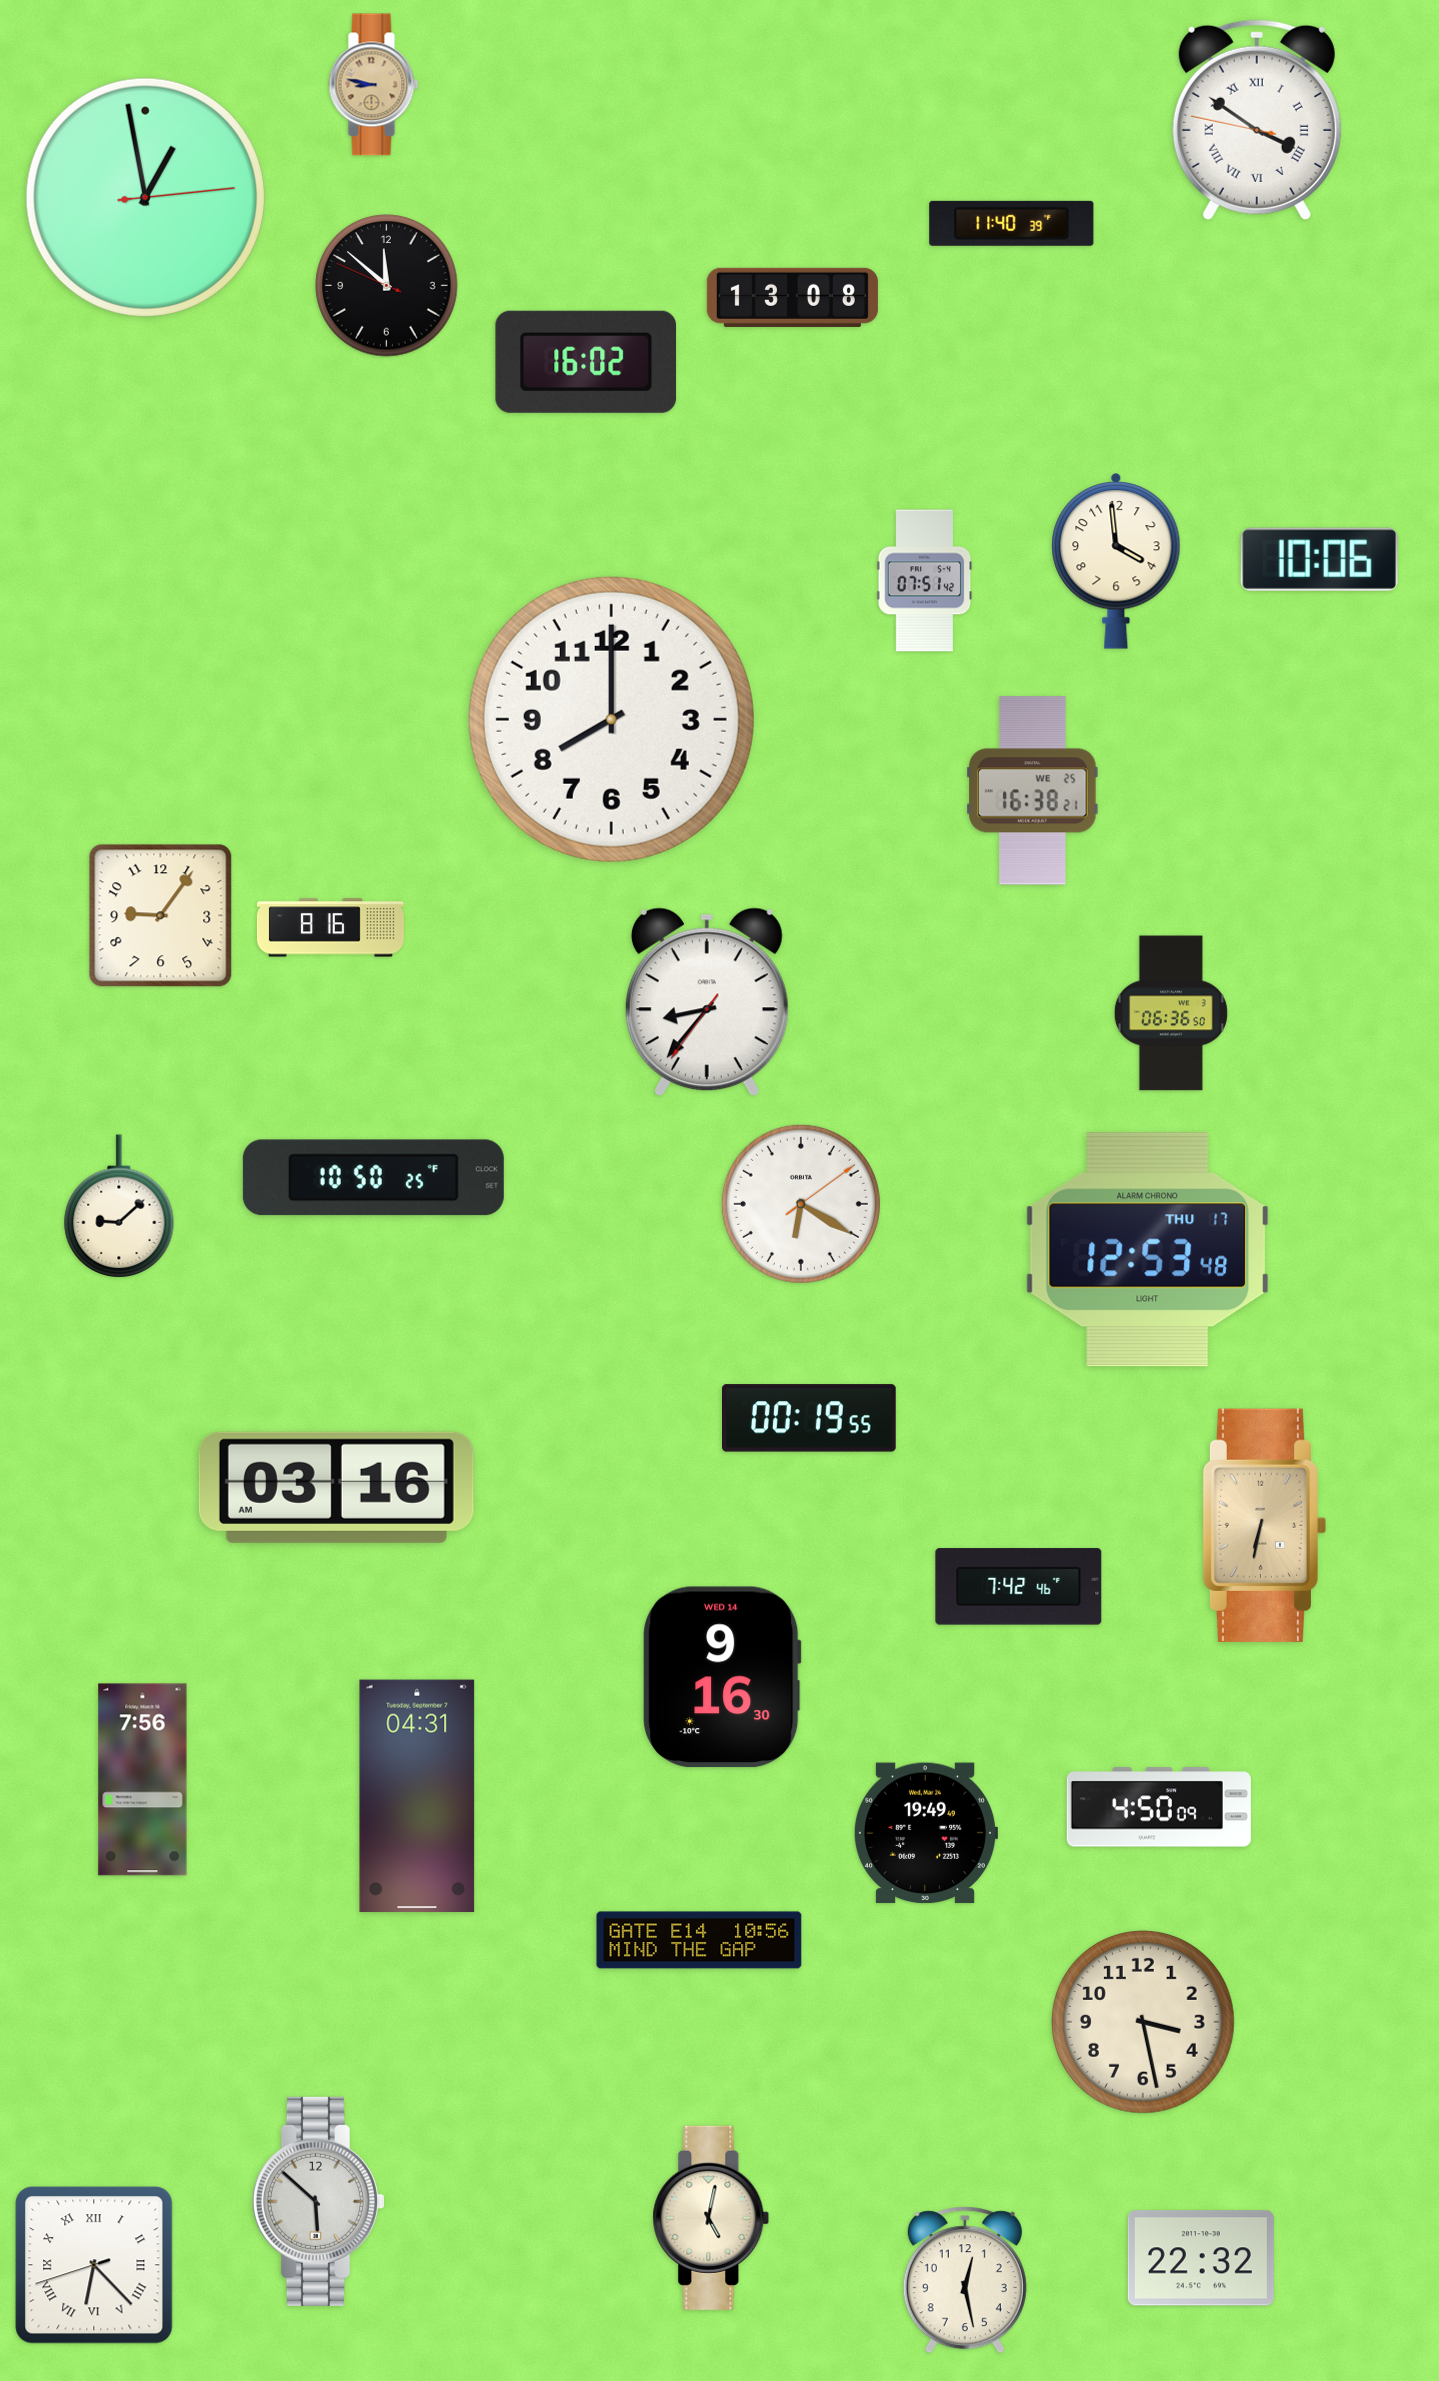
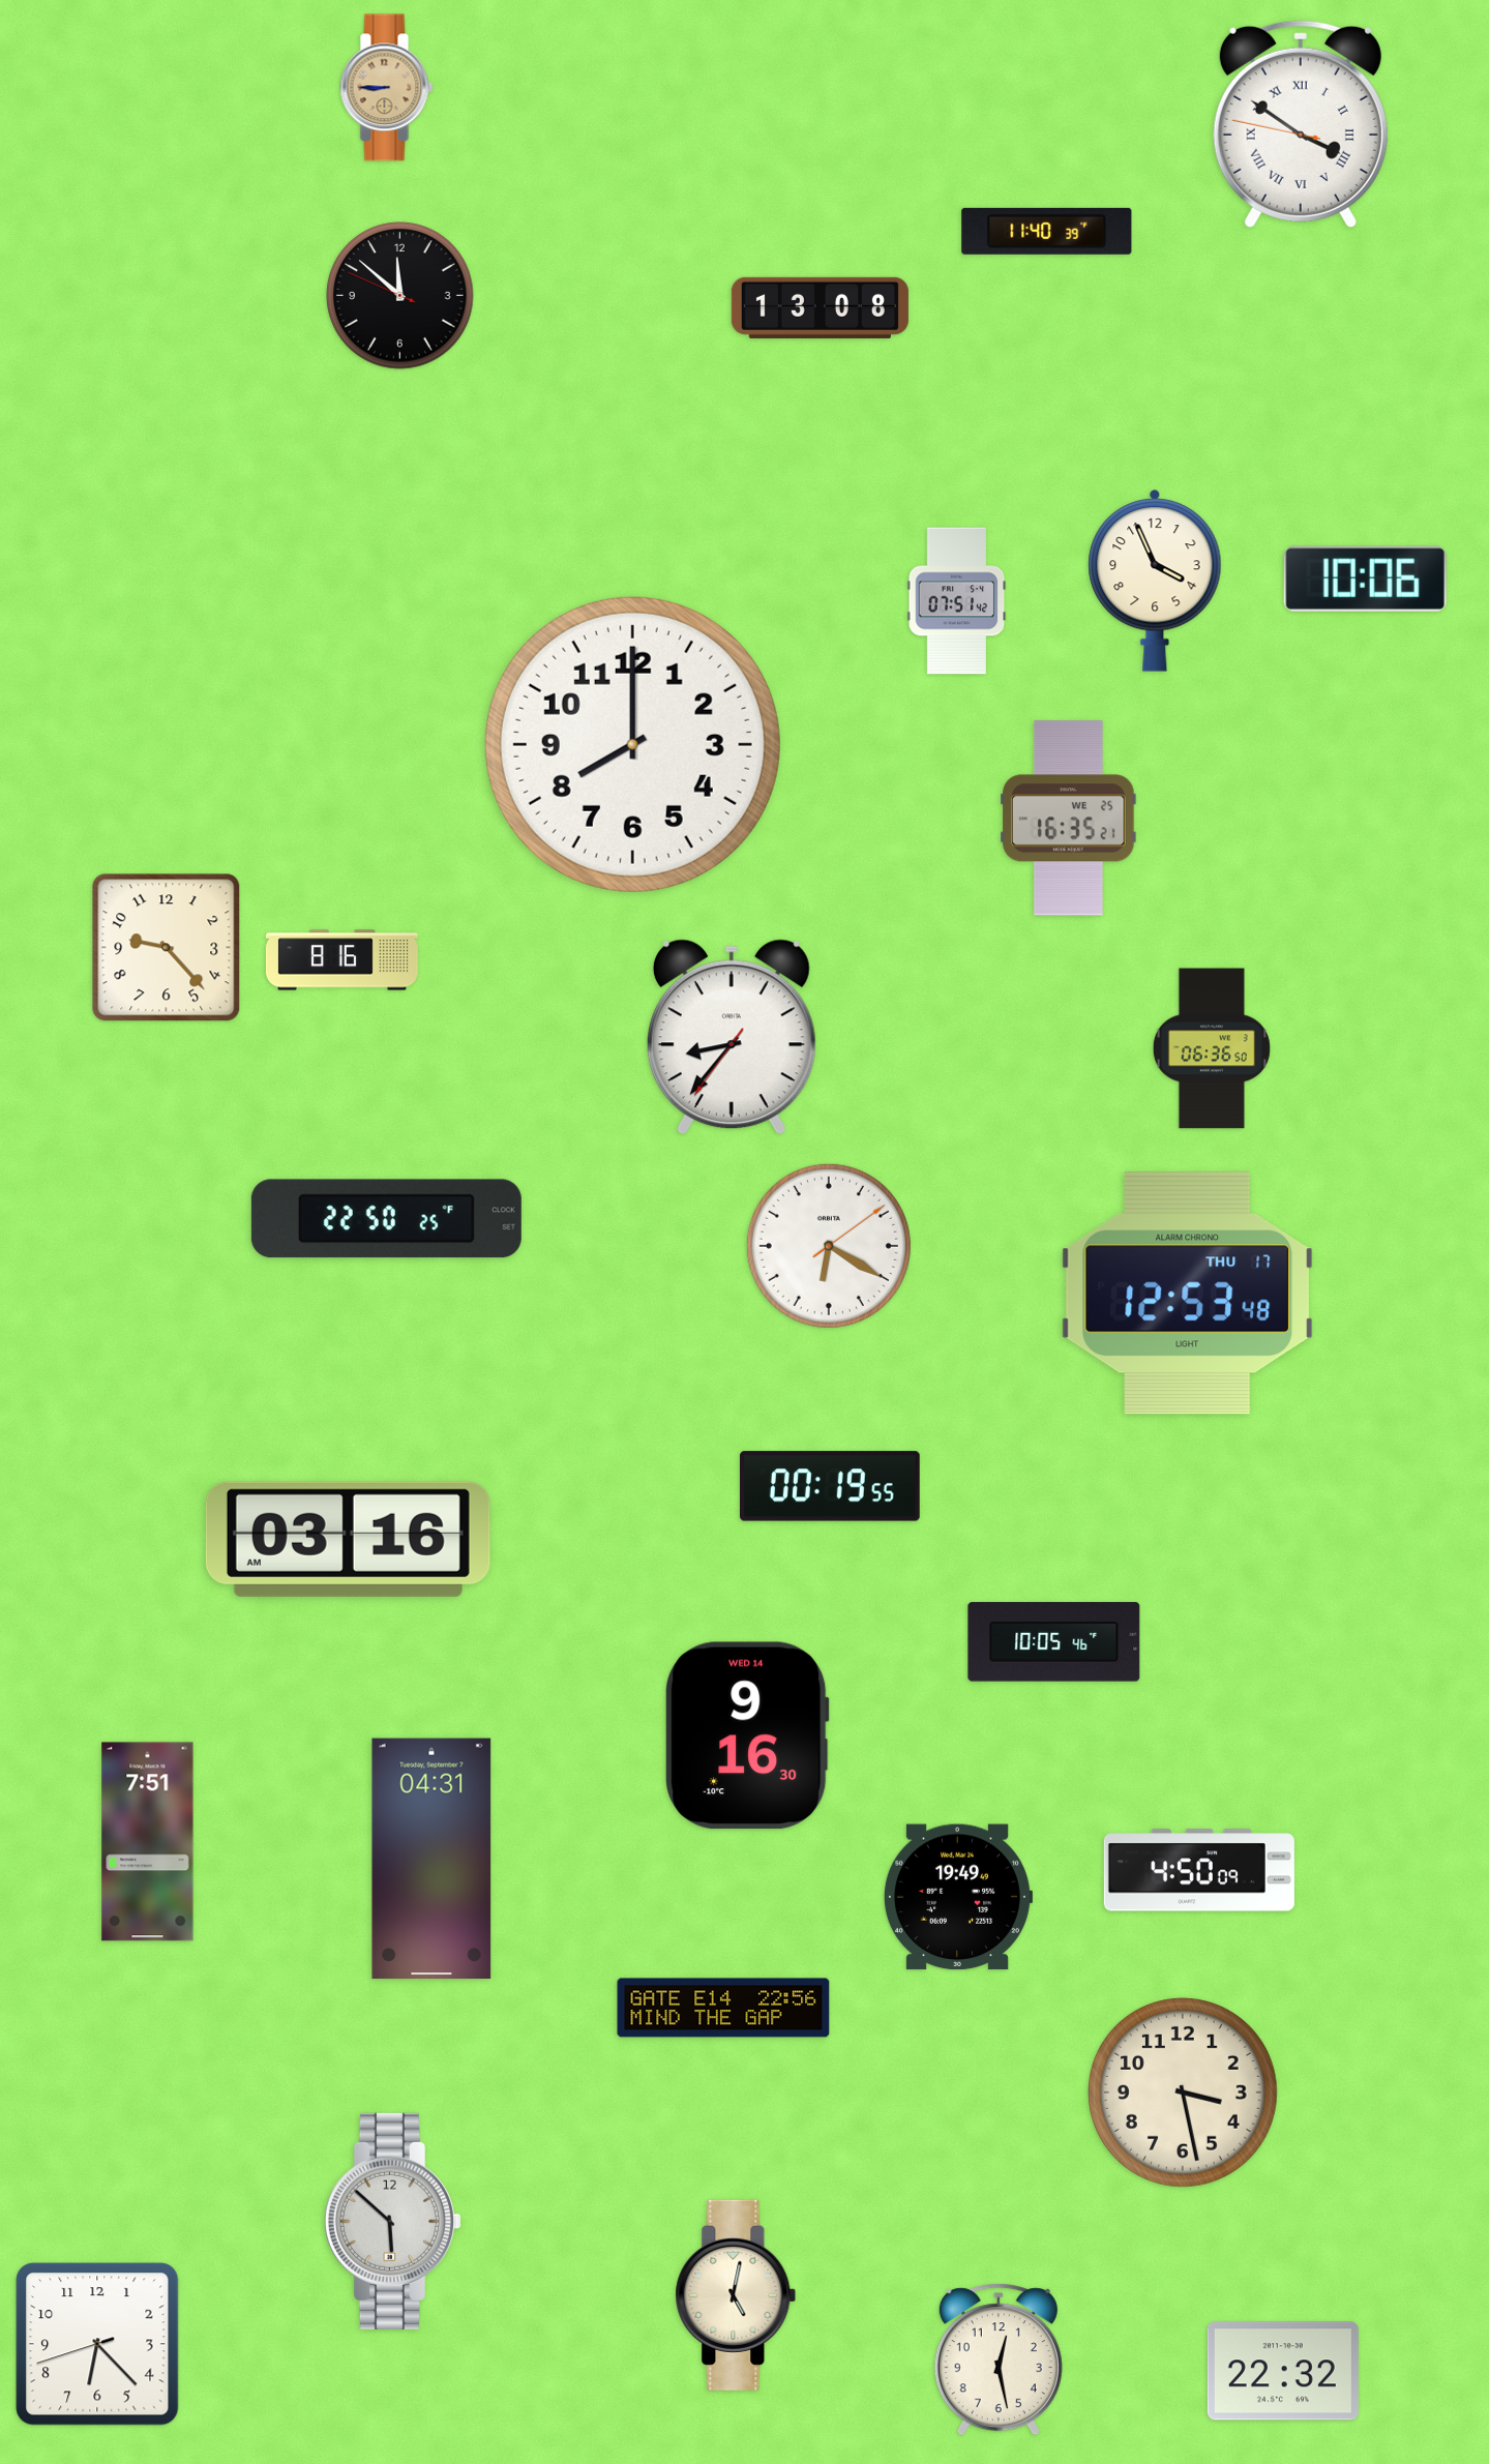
clock at (374, 85): 8:47 -> 8:45
clock at (145, 197): 12:58 -> none
clock at (586, 362): 16:02 -> none
clock at (1116, 561): 3:59 -> 3:56
clock at (1033, 791): 16:38 -> 16:35
clock at (161, 916): 9:06 -> 9:23
clock at (373, 1178): 10:50 -> 22:50
clock at (119, 1206): 9:08 -> none
clock at (810, 1418) position: (810, 1418) -> (831, 1486)
clock at (1264, 1525): 6:32 -> none
clock at (1019, 1587): 7:42 -> 10:05
clock at (143, 1780): 7:56 -> 7:51
clock at (699, 1940): 10:56 -> 22:56
clock at (318, 2201) position: (318, 2201) -> (392, 2221)
clock at (1201, 2258) position: (1201, 2258) -> (1283, 2371)
clock at (94, 2265) numerals: Roman -> Arabic
